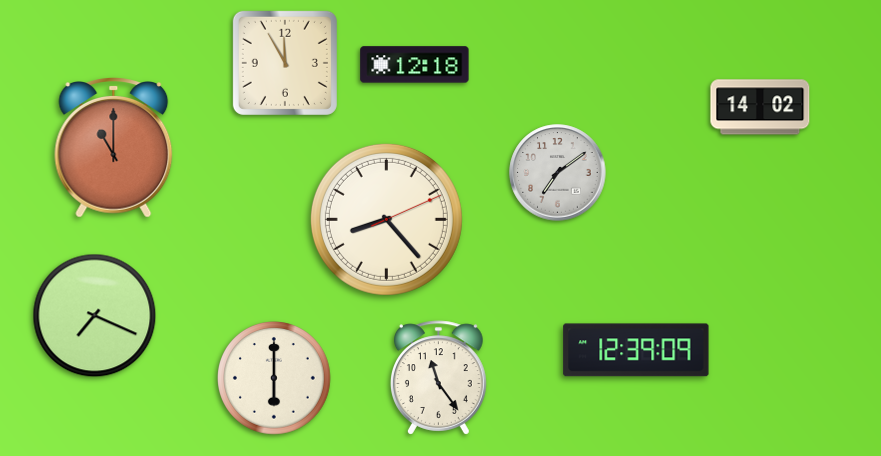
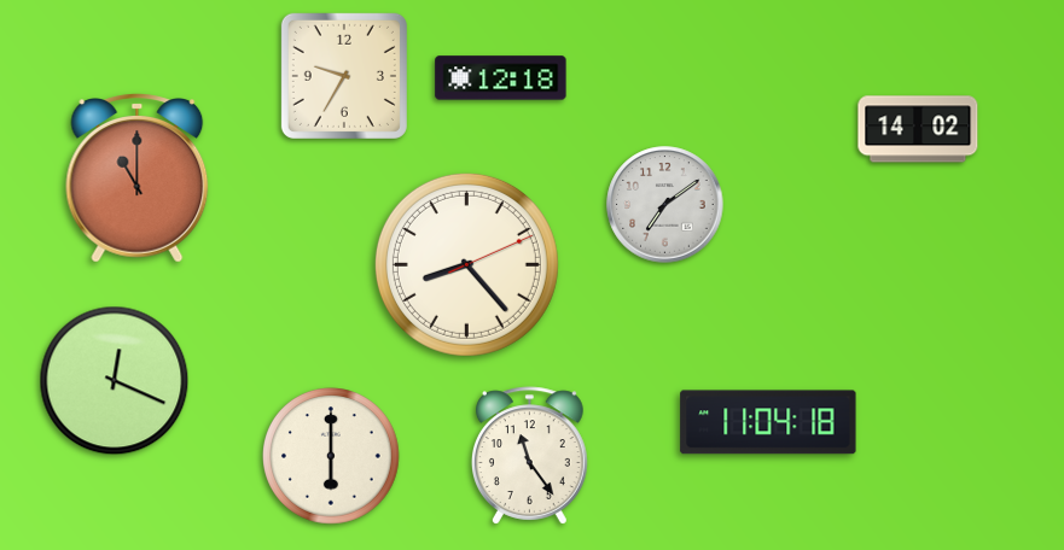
clock at (285, 63): 11:55 -> 9:35
clock at (558, 173) position: (558, 173) -> (665, 205)
clock at (95, 316): 7:19 -> 12:19
clock at (636, 350): 12:39 -> 11:04
